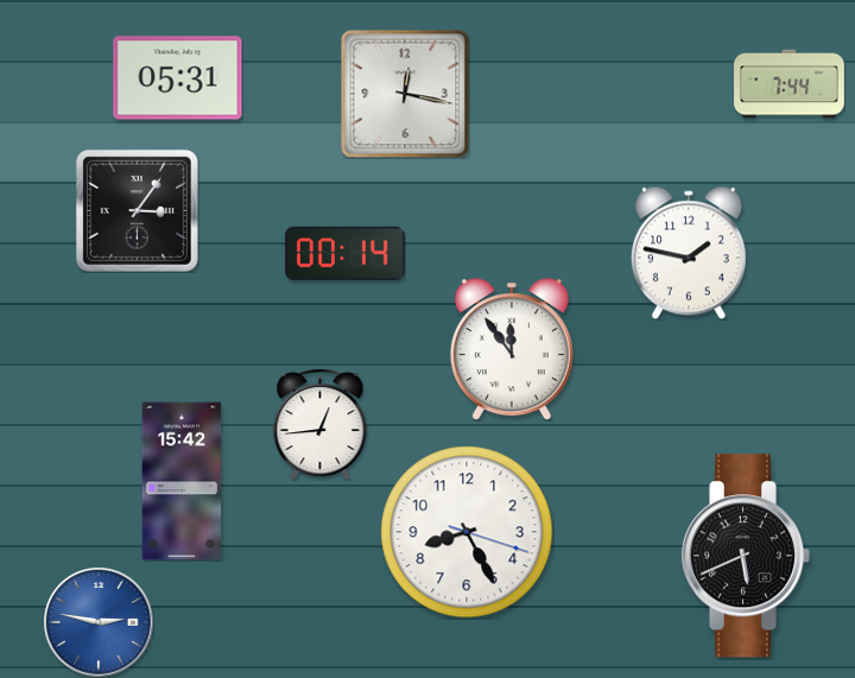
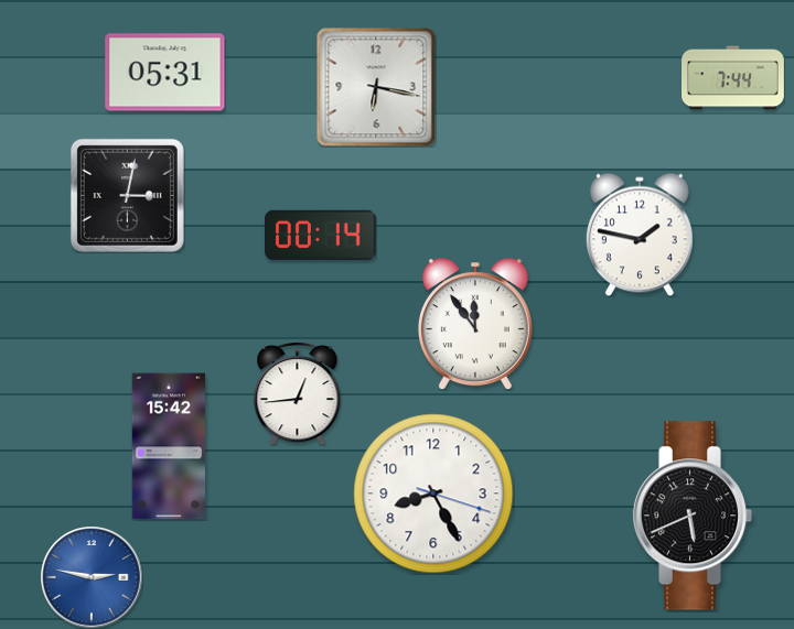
clock at (405, 94): 12:17 -> 6:17
clock at (137, 210): 3:06 -> 3:02
